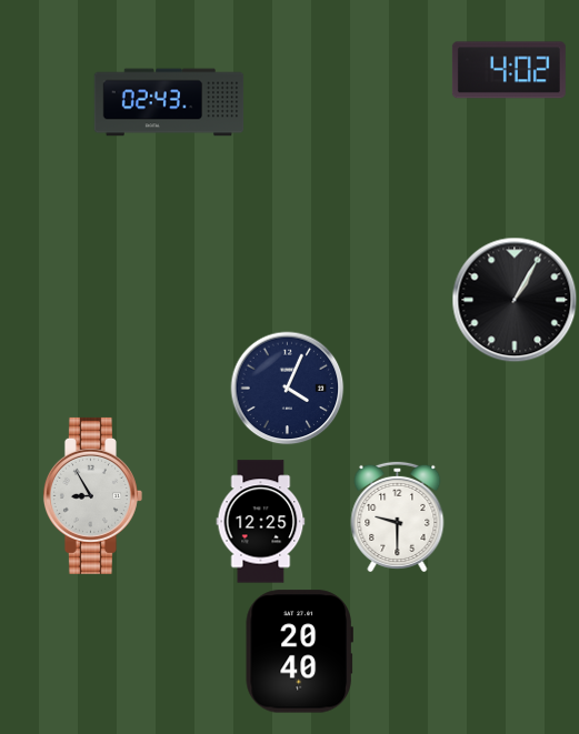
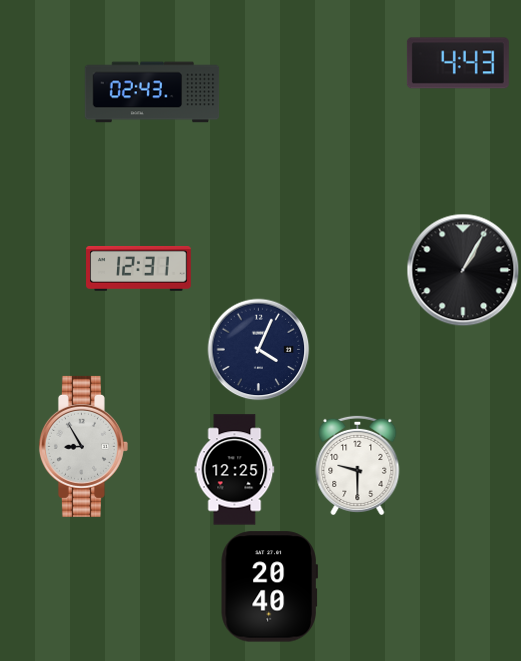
clock at (509, 70): 4:02 -> 4:43
clock at (139, 269): none -> 12:31
